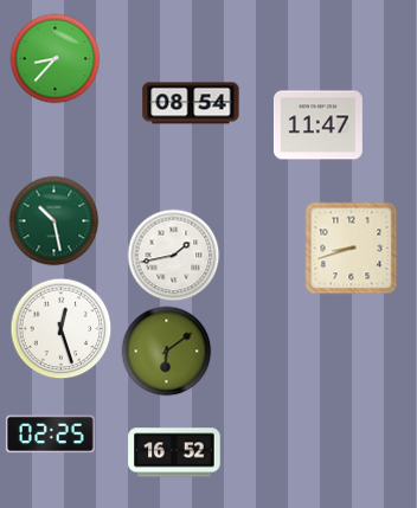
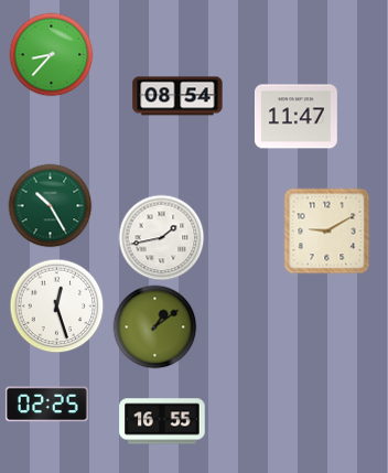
clock at (54, 221): 10:28 -> 10:25
clock at (352, 249): 8:42 -> 9:10
clock at (167, 352): 6:09 -> 1:09
clock at (174, 452): 16:52 -> 16:55
